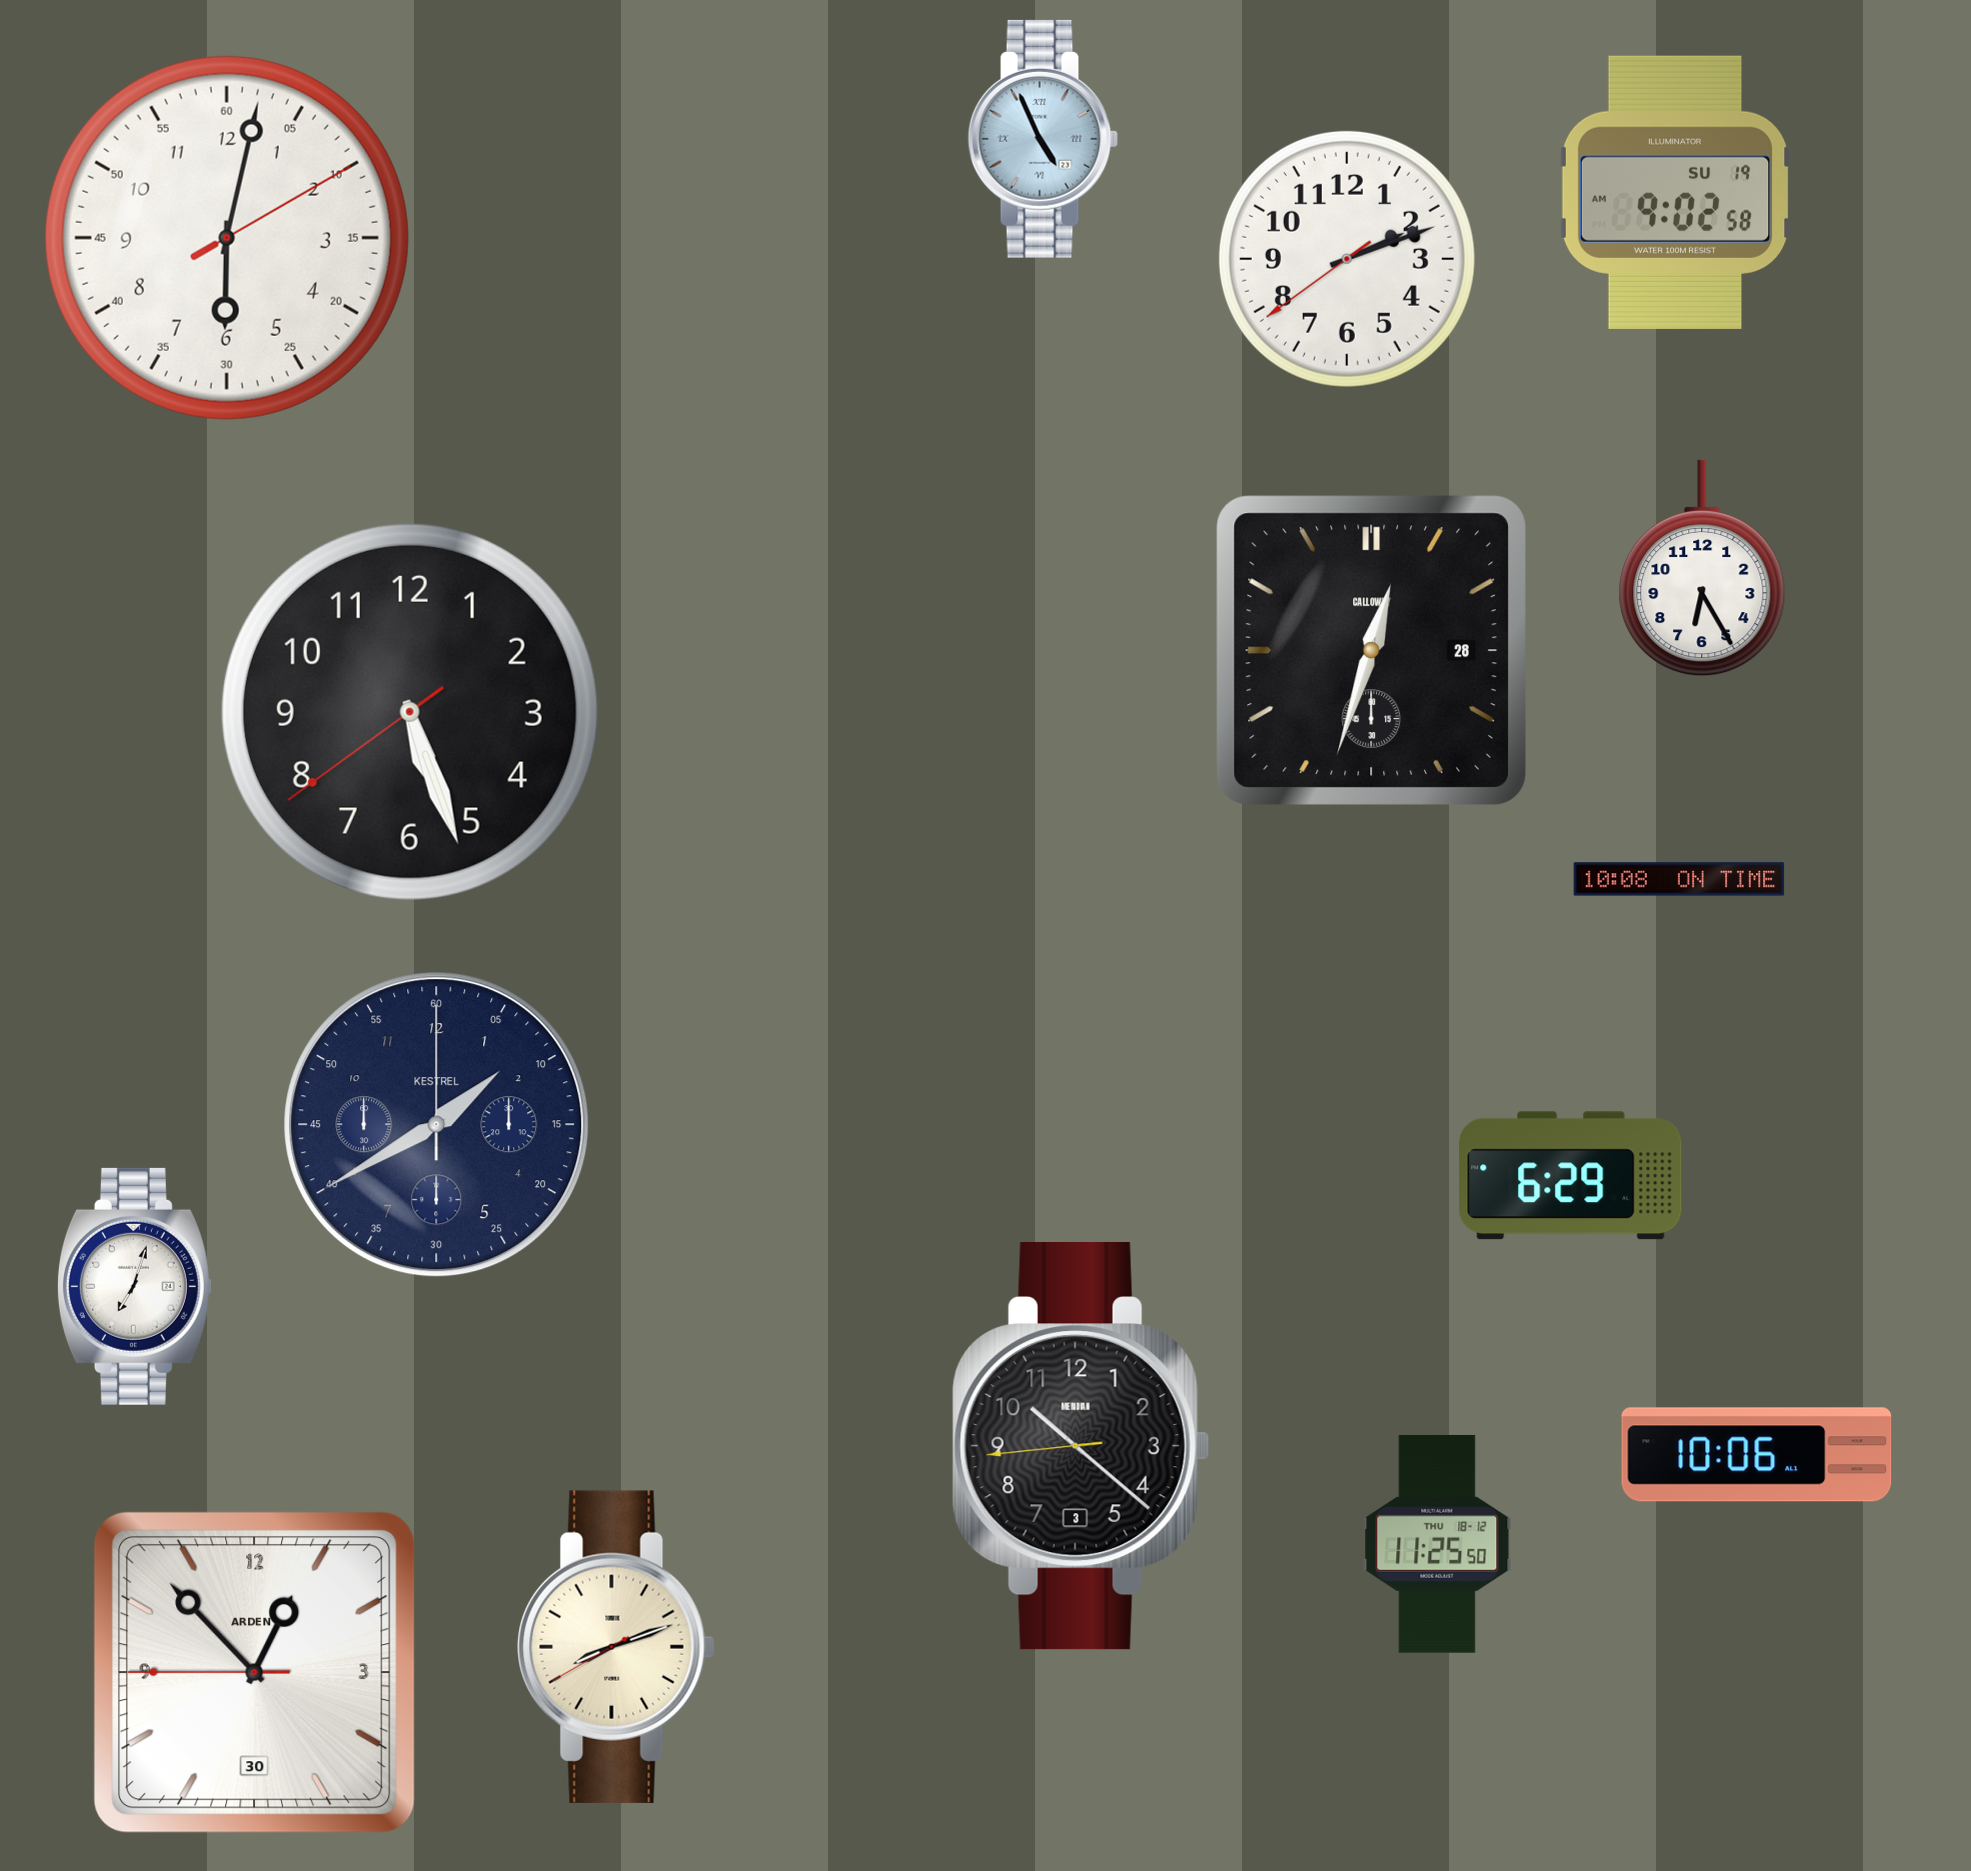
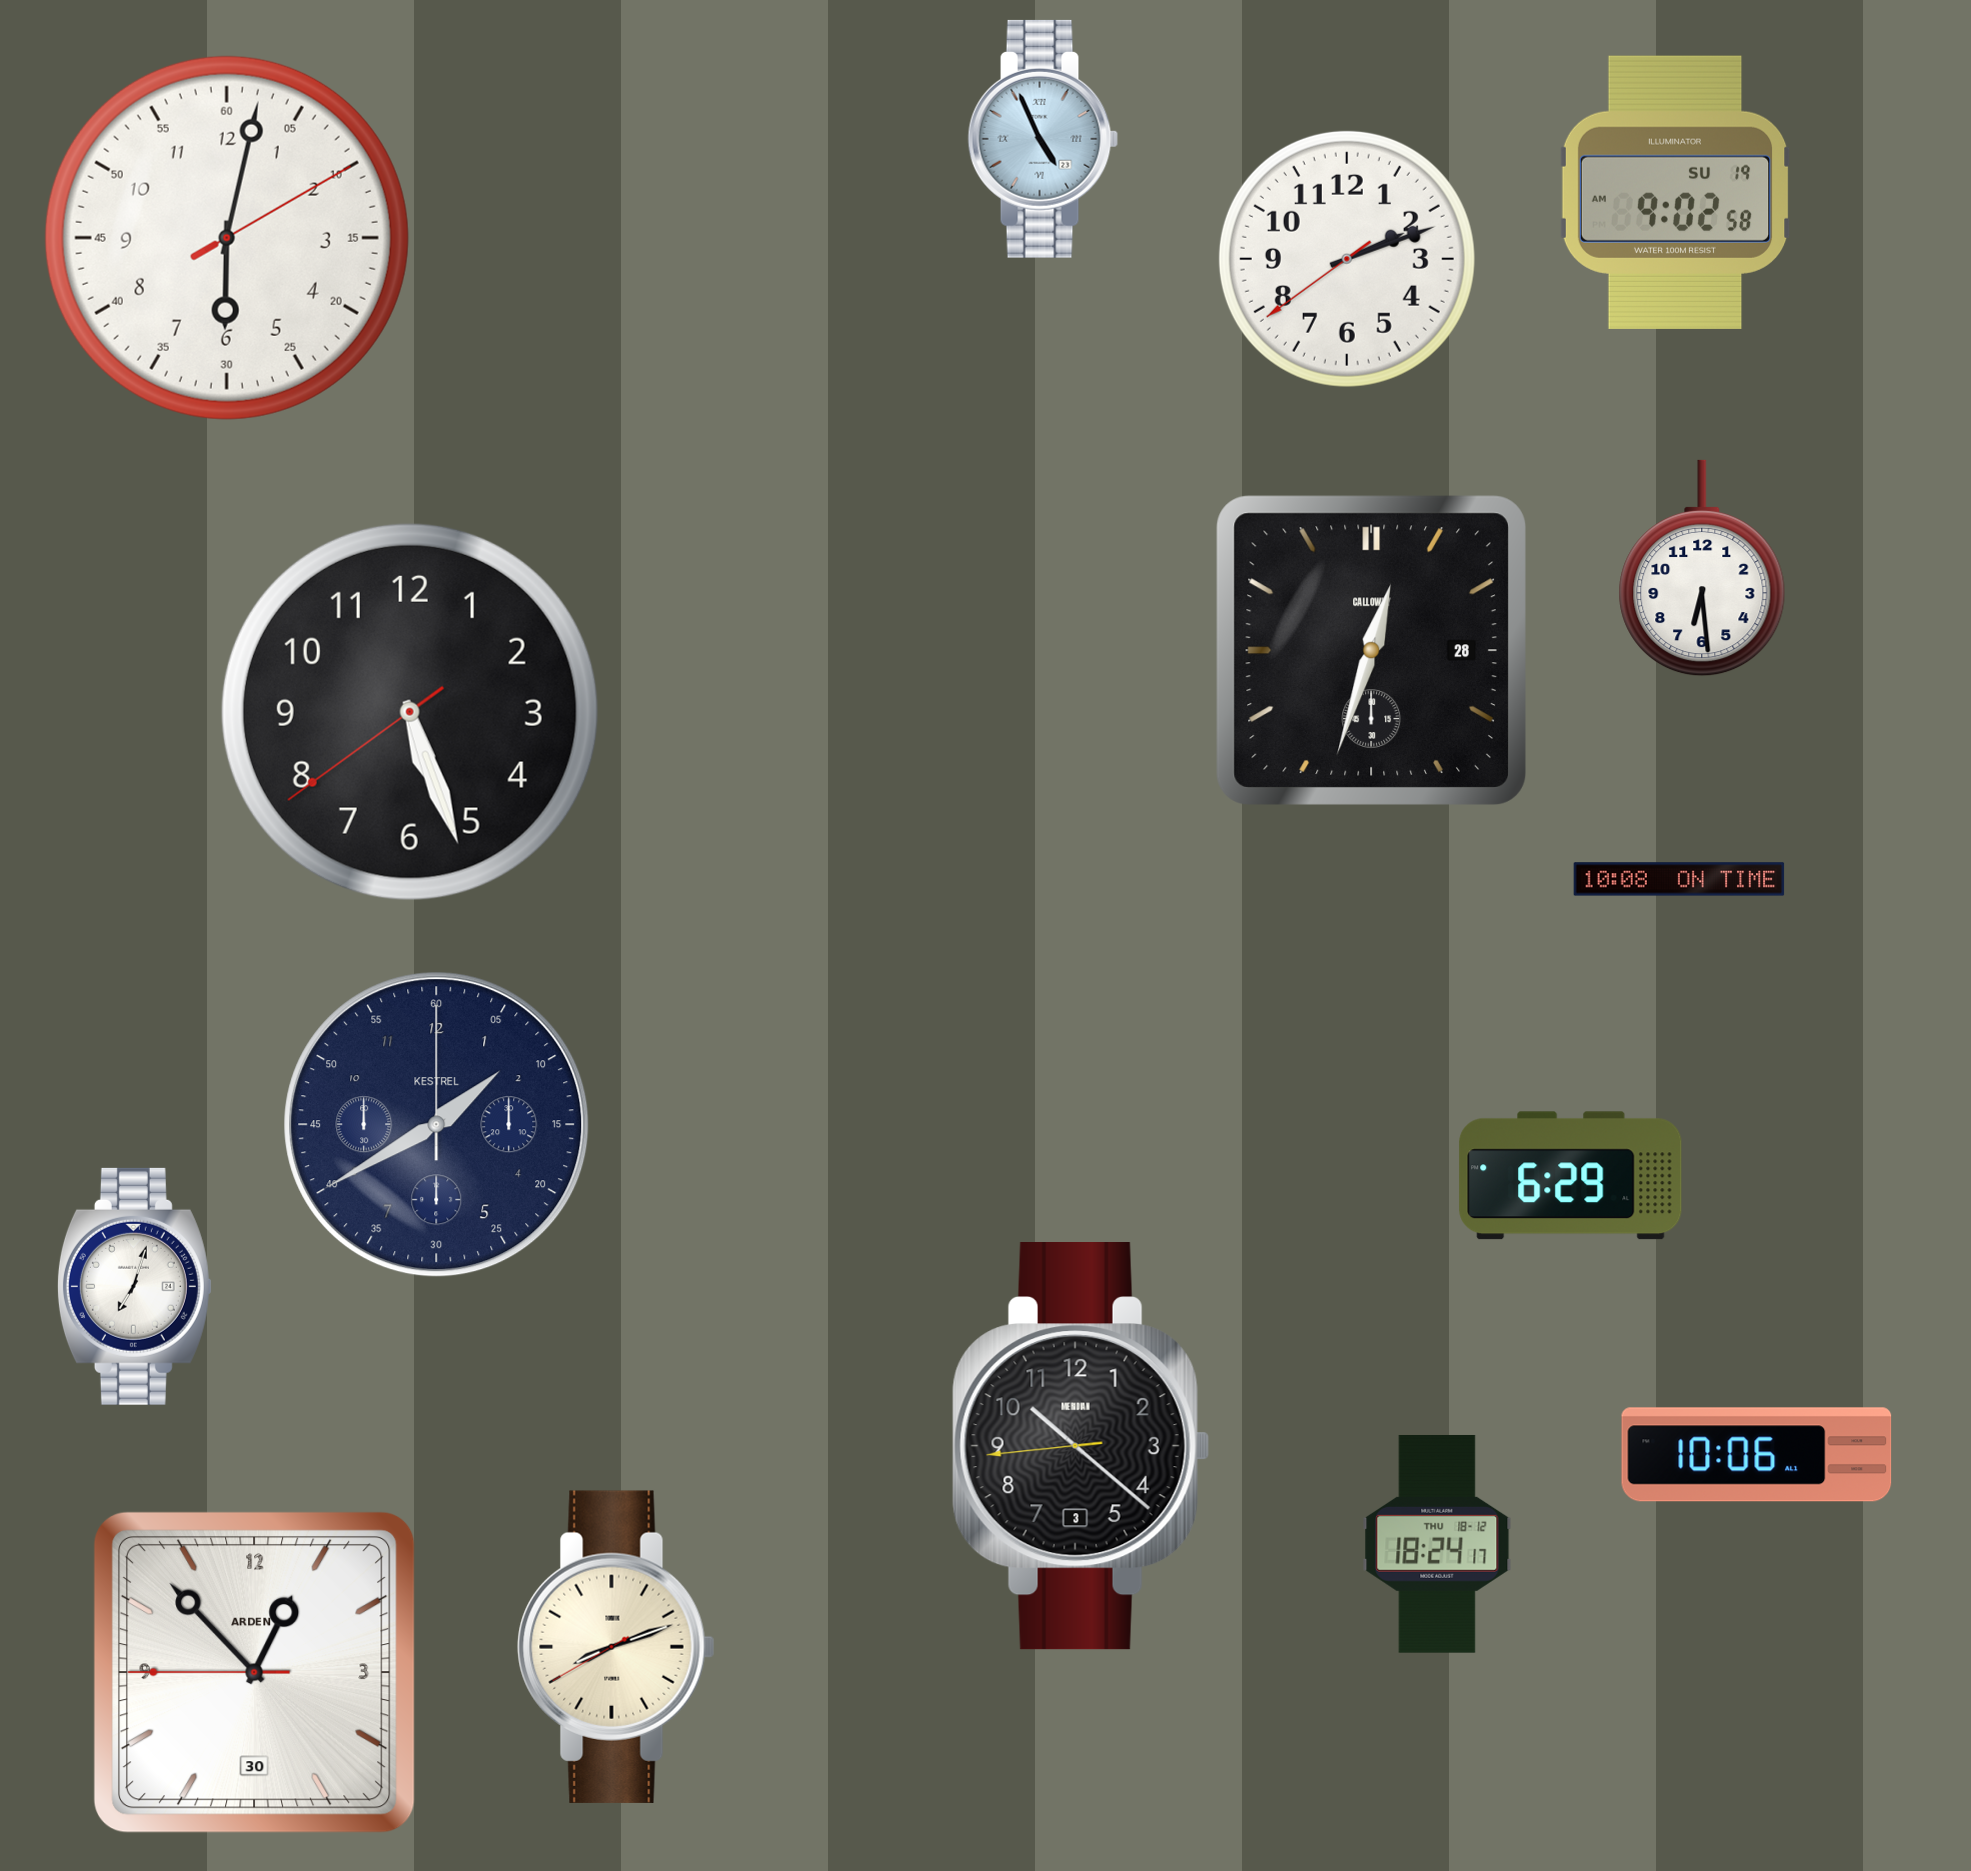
clock at (1702, 568): 6:25 -> 6:29
clock at (1437, 1544): 11:25 -> 18:24
